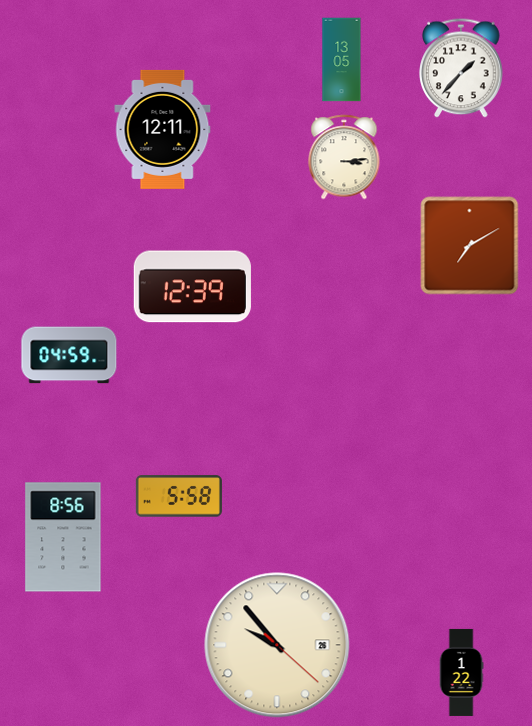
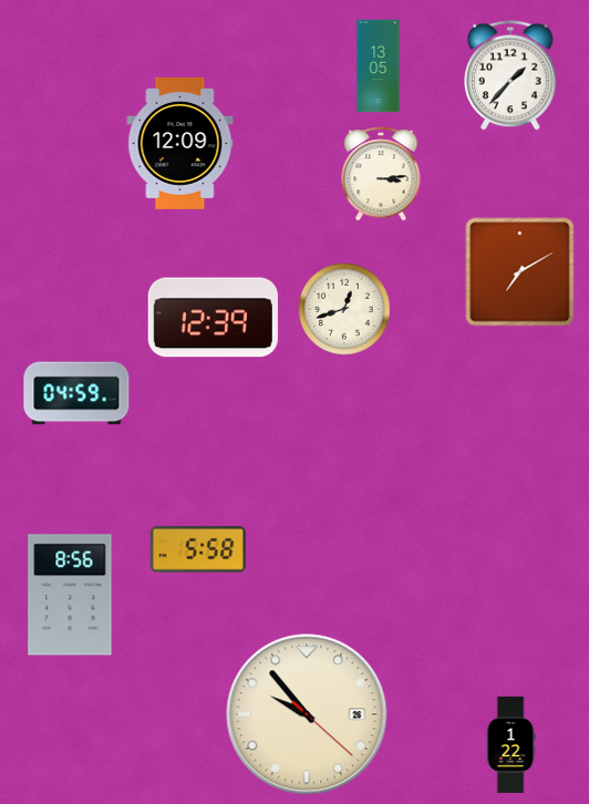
clock at (163, 129): 12:11 -> 12:09
clock at (344, 309): none -> 12:42
